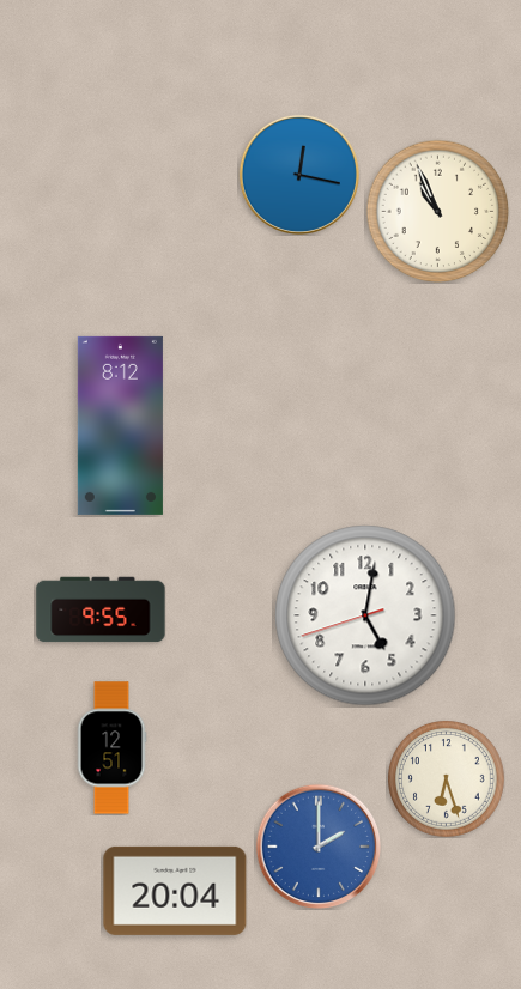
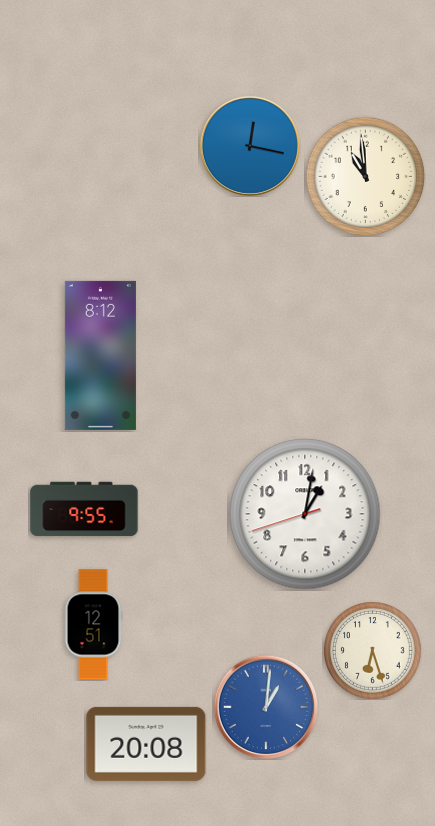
clock at (437, 211): 10:56 -> 10:59
clock at (365, 615): 5:01 -> 1:01
clock at (319, 847): 2:00 -> 1:01
clock at (175, 891): 20:04 -> 20:08
